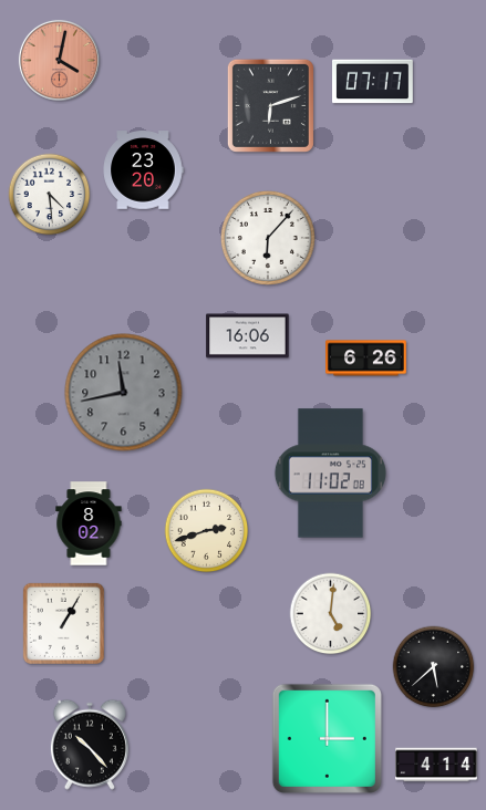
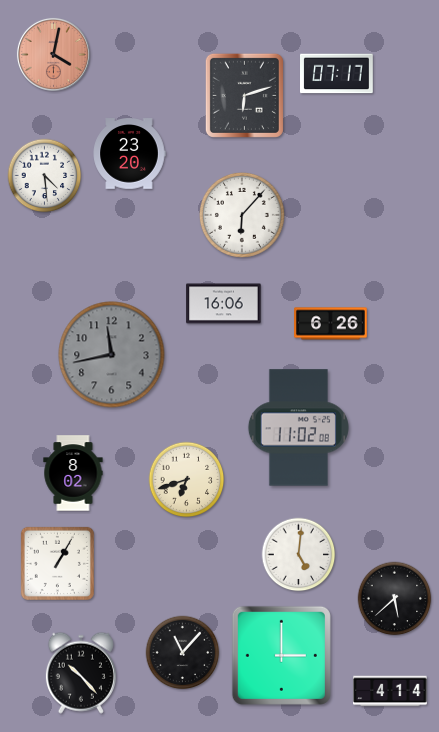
clock at (89, 523) position: (89, 523) -> (73, 473)
clock at (207, 531): 2:42 -> 6:42
clock at (434, 667) position: (434, 667) -> (395, 599)
clock at (183, 653): none -> 11:07
clock at (327, 738) position: (327, 738) -> (281, 655)
clock at (436, 765) position: (436, 765) -> (390, 691)
